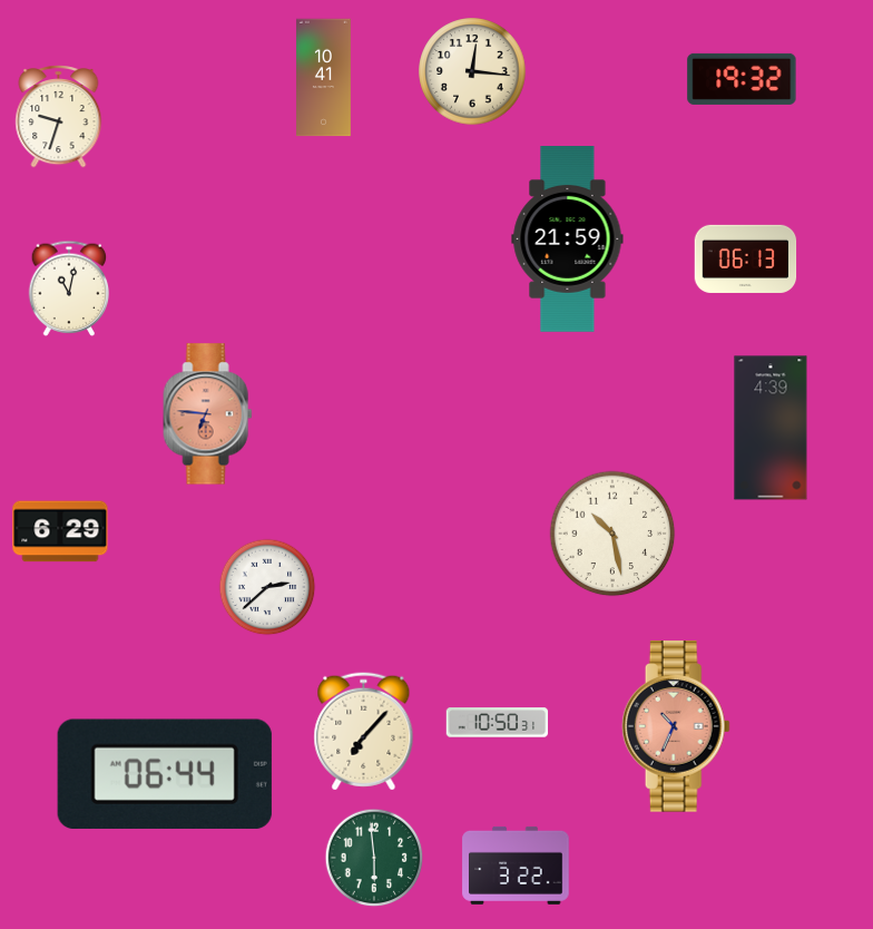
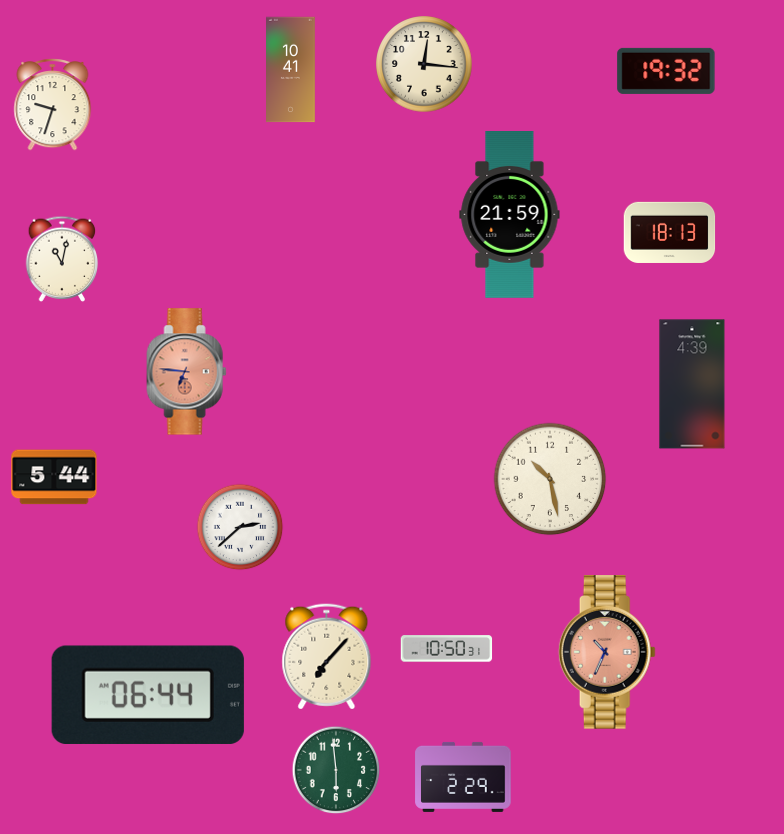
clock at (746, 258): 06:13 -> 18:13
clock at (60, 531): 6:29 -> 5:44
clock at (516, 866): 3:22 -> 2:29
